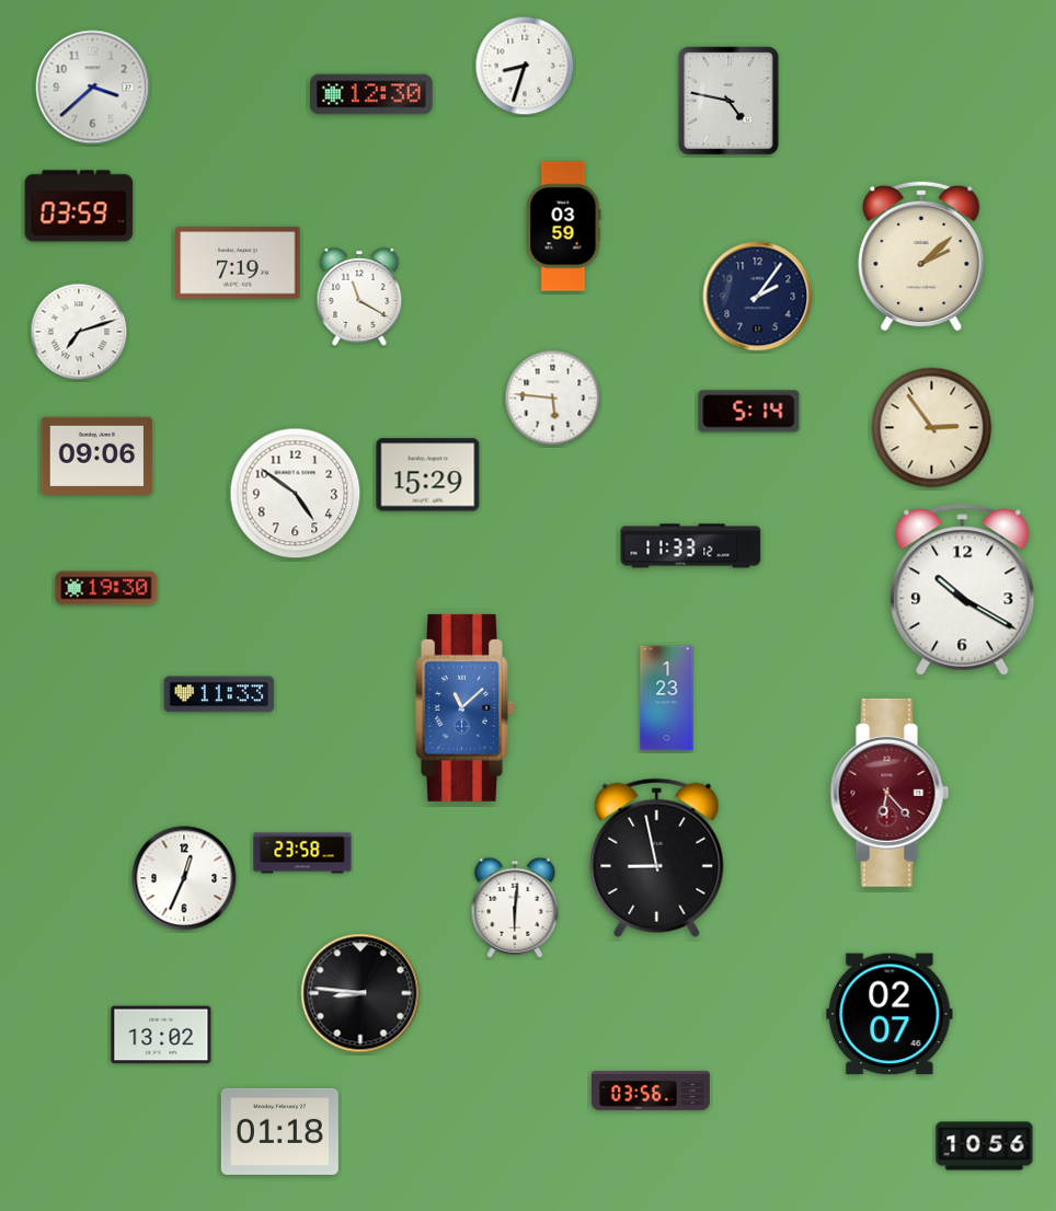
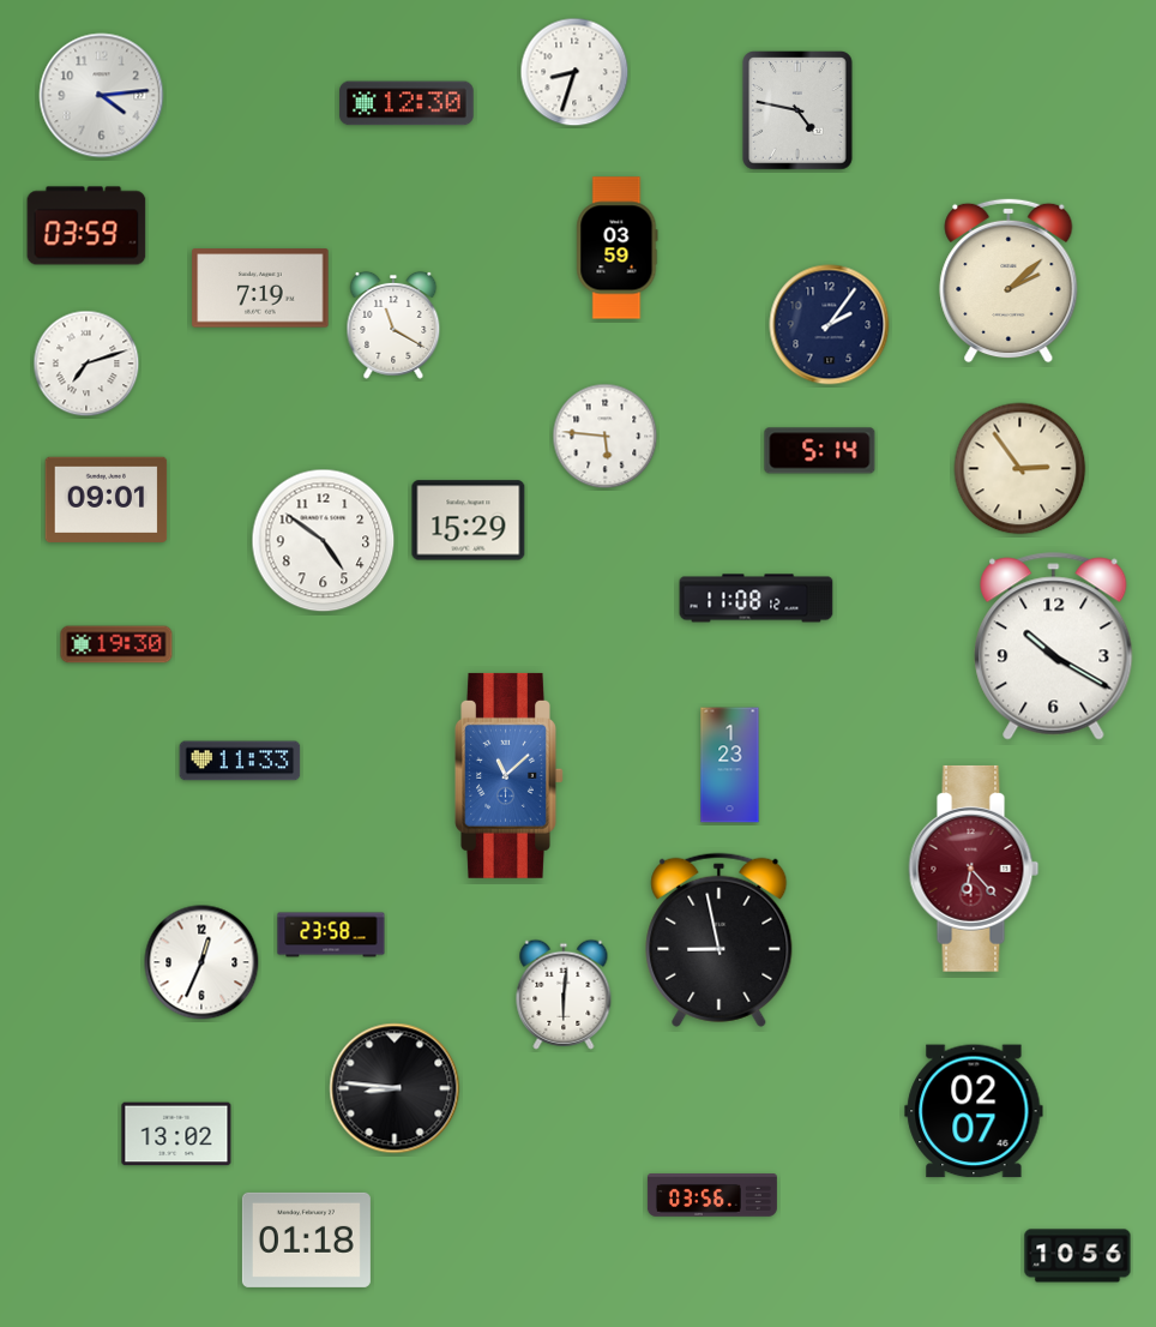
clock at (93, 88): 3:38 -> 4:14
clock at (97, 457): 09:06 -> 09:01
clock at (691, 546): 11:33 -> 11:08
